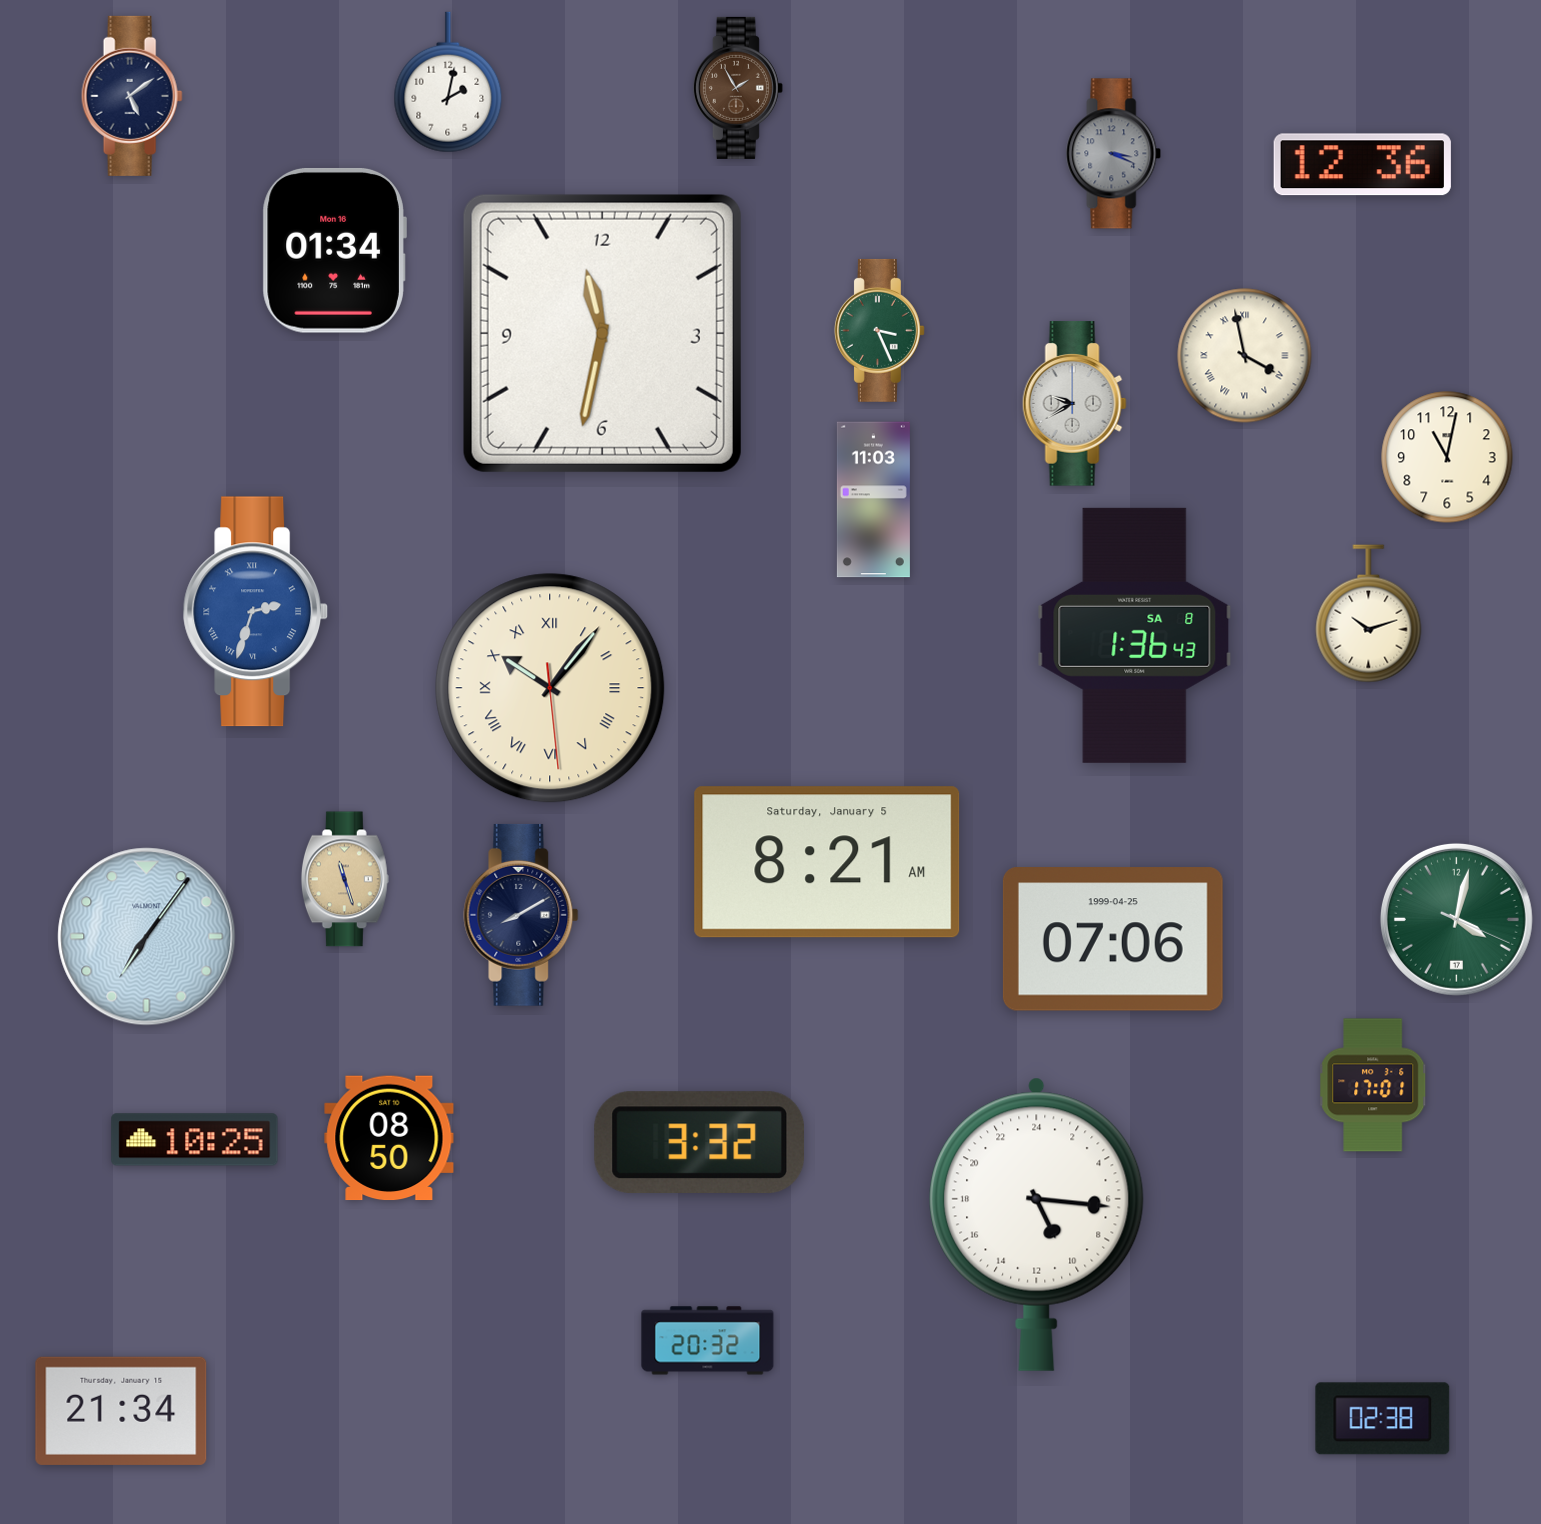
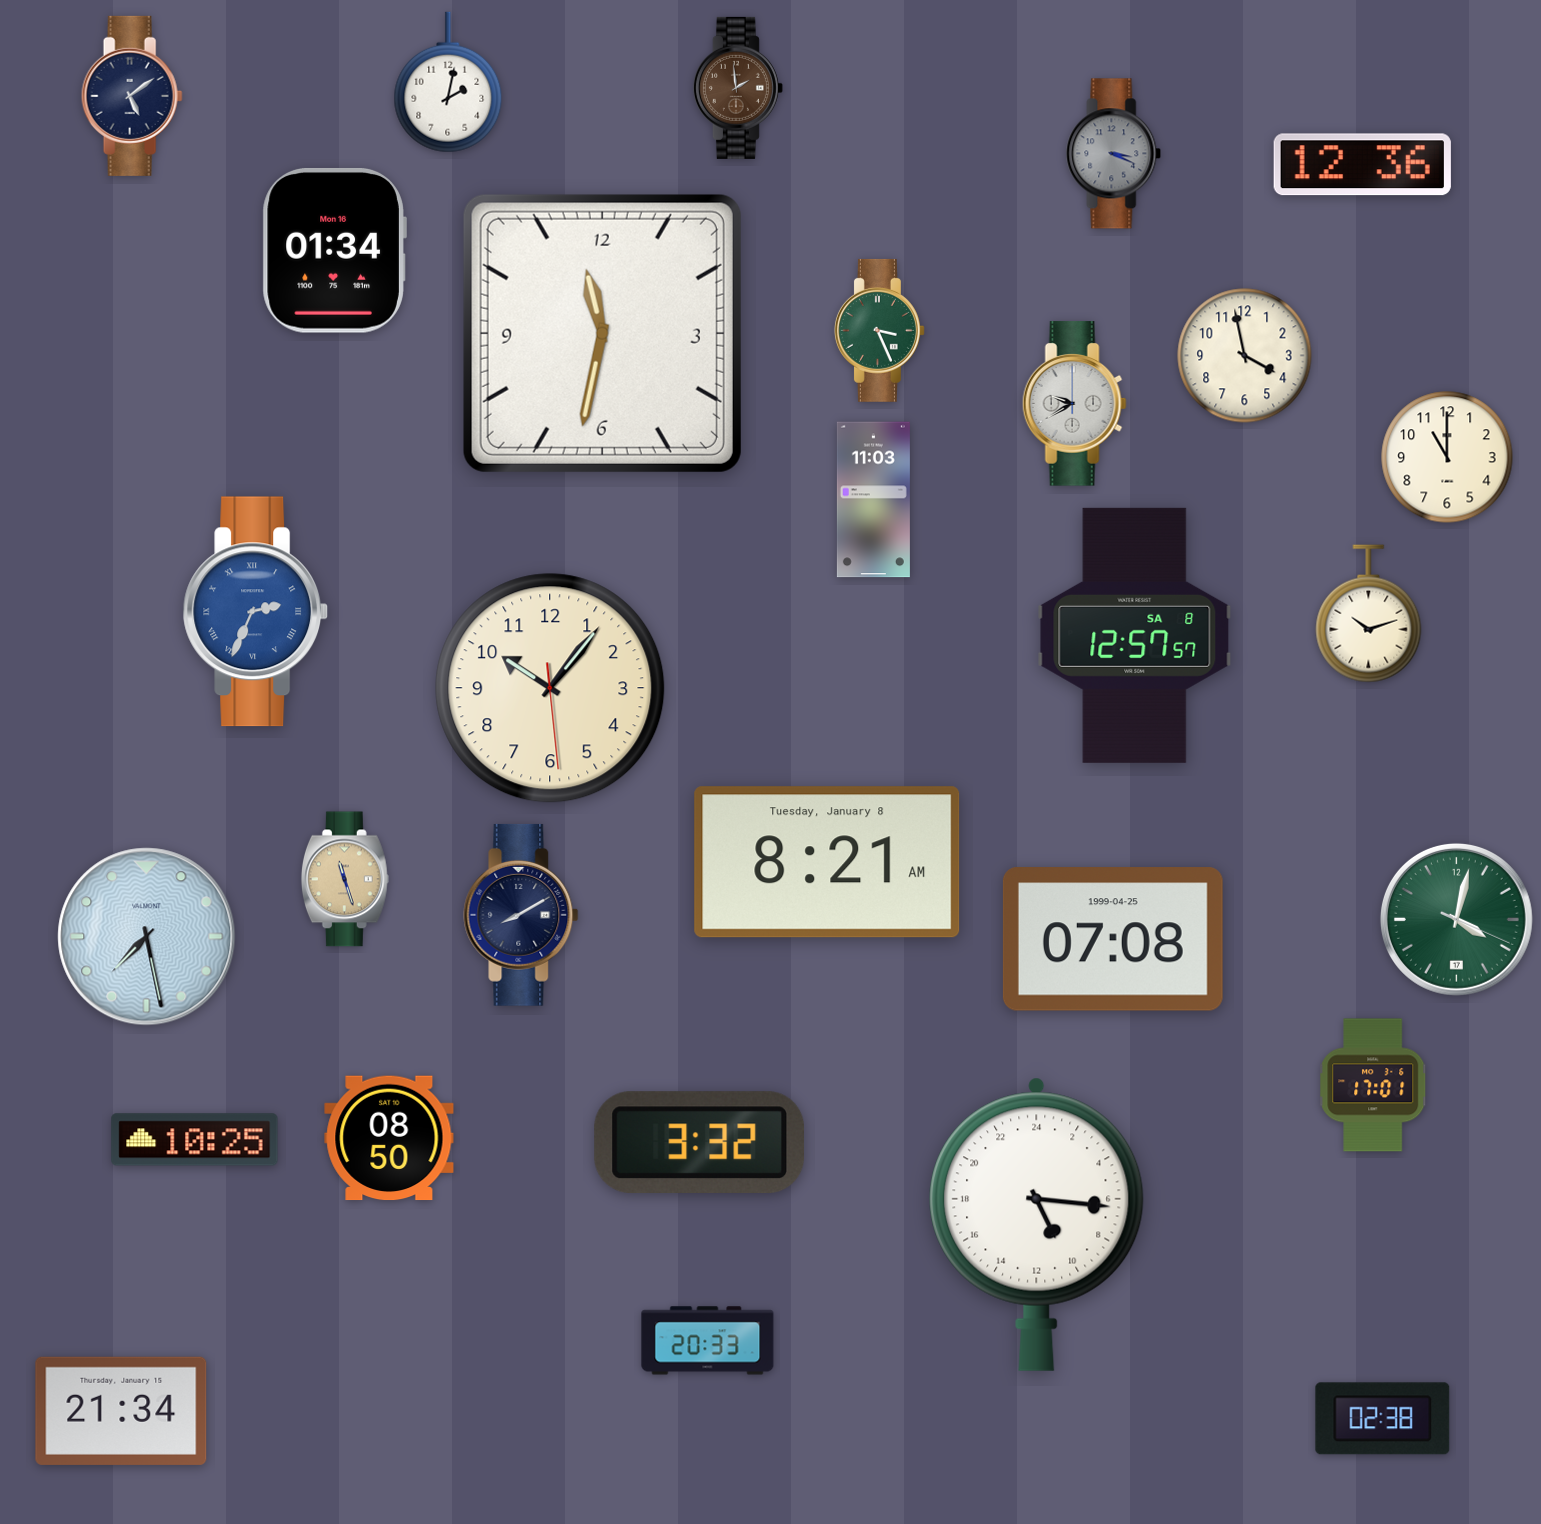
clock at (738, 88): 1:55 -> 1:59
clock at (1245, 356) numerals: Roman -> Arabic
clock at (1447, 457): 11:02 -> 11:00
clock at (256, 612): 2:33 -> 2:34
clock at (1135, 635): 1:36 -> 12:57
clock at (550, 688) numerals: Roman -> Arabic
clock at (827, 862) date: Saturday, January 5 -> Tuesday, January 8
clock at (147, 937): 7:06 -> 7:28
clock at (1113, 939): 07:06 -> 07:08
clock at (708, 1341): 20:32 -> 20:33
